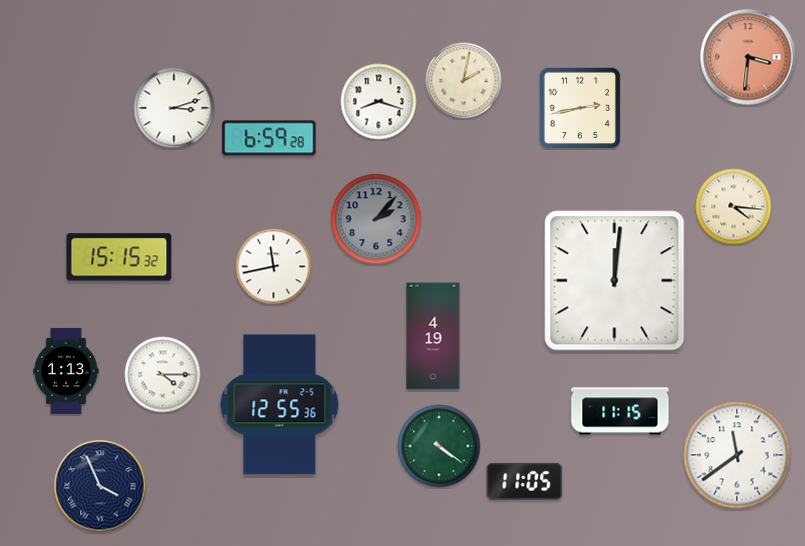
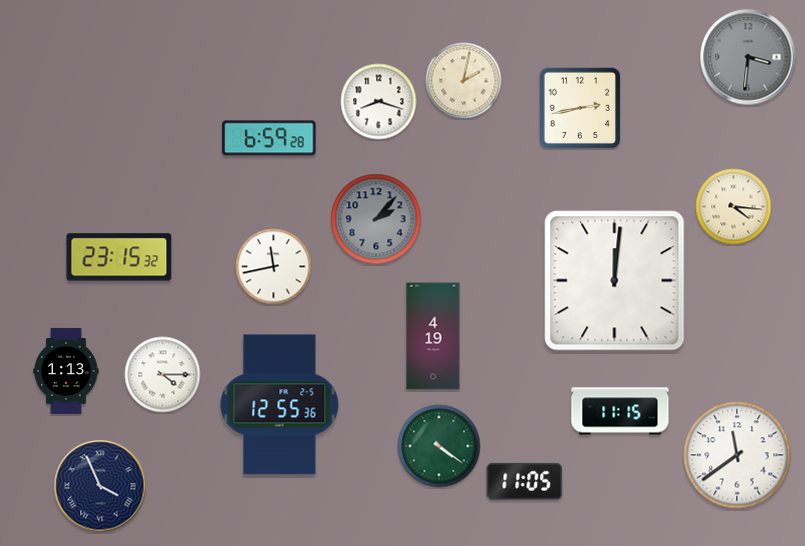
clock at (748, 57) dial: salmon -> grey
clock at (174, 108): 3:12 -> none
clock at (119, 257): 15:15 -> 23:15
